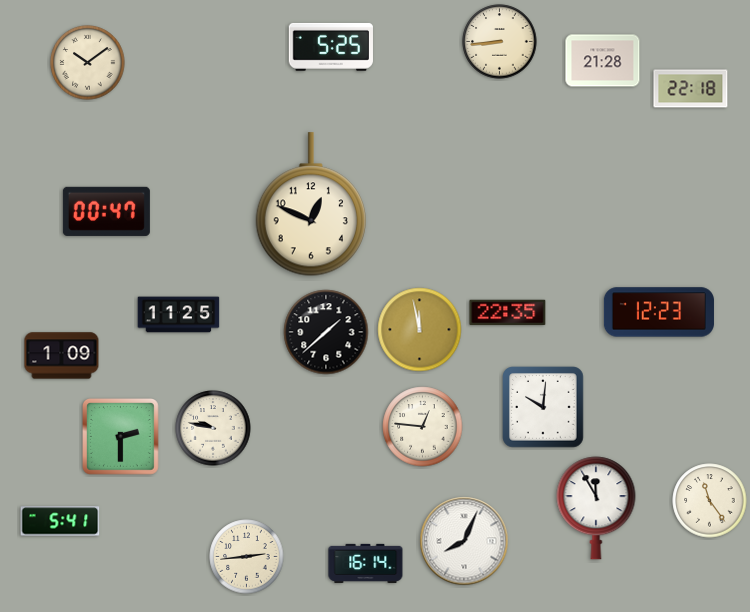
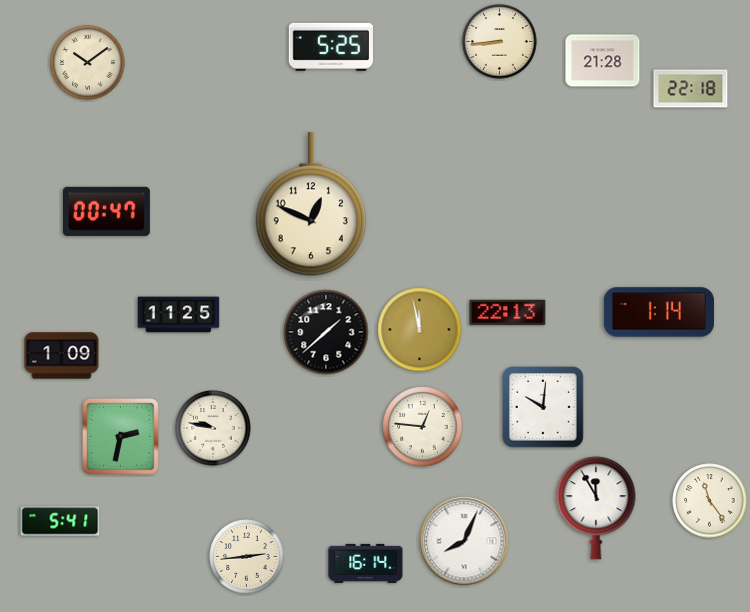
clock at (659, 312): 12:23 -> 1:14
clock at (508, 313): 22:35 -> 22:13
clock at (121, 437): 2:30 -> 2:32
